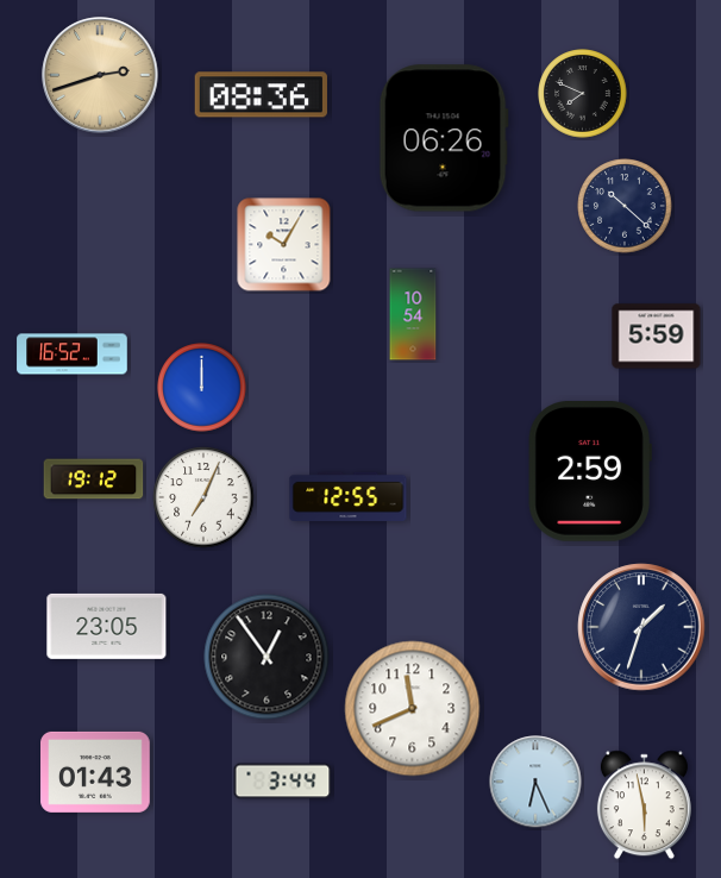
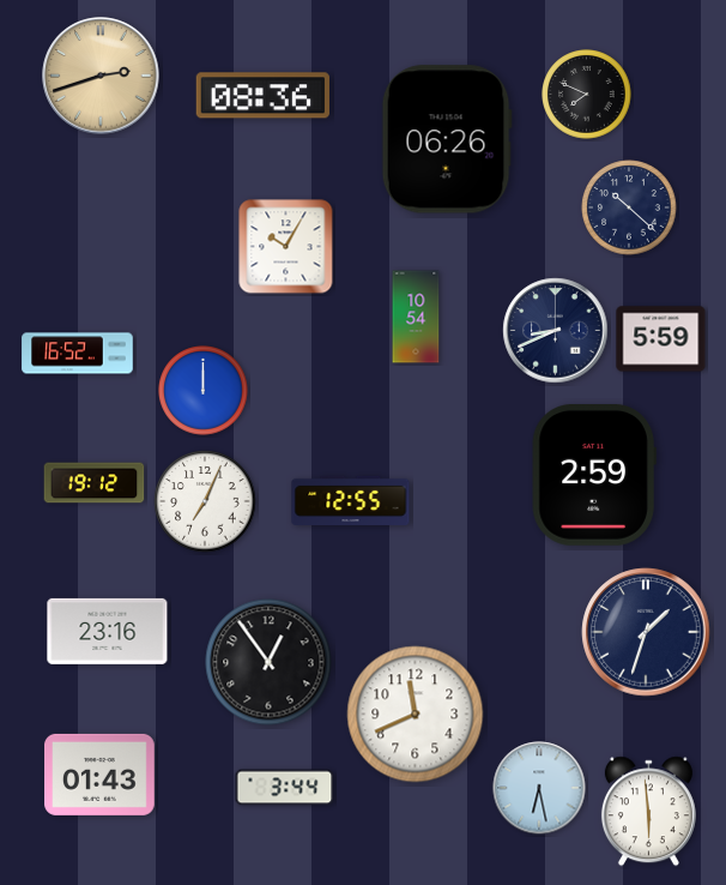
clock at (556, 331): none -> 8:41
clock at (73, 355) position: (73, 355) -> (78, 354)
clock at (107, 626): 23:05 -> 23:16
clock at (96, 772) position: (96, 772) -> (101, 775)
clock at (535, 782): 6:26 -> 6:28
clock at (644, 805): 5:58 -> 5:59
